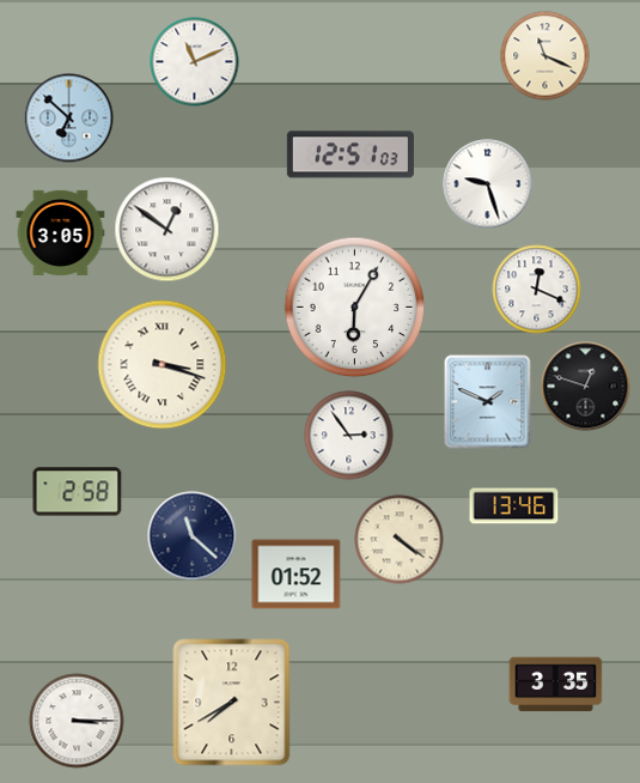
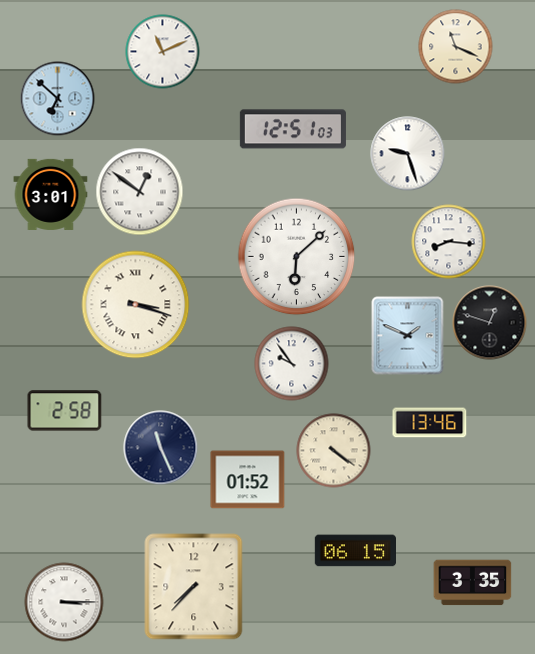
clock at (61, 232): 3:05 -> 3:01
clock at (537, 290): 12:19 -> 8:16
clock at (355, 308): 6:05 -> 6:08
clock at (349, 436): 2:54 -> 9:54
clock at (193, 536): 11:22 -> 11:26
clock at (355, 551): none -> 06:15
clock at (556, 685) position: (556, 685) -> (473, 583)
clock at (232, 703): 7:40 -> 7:37
